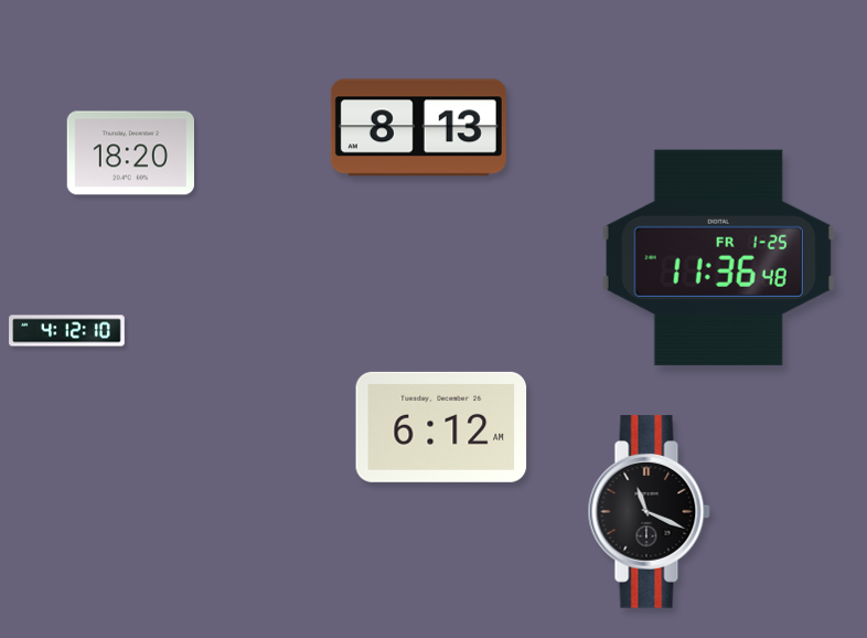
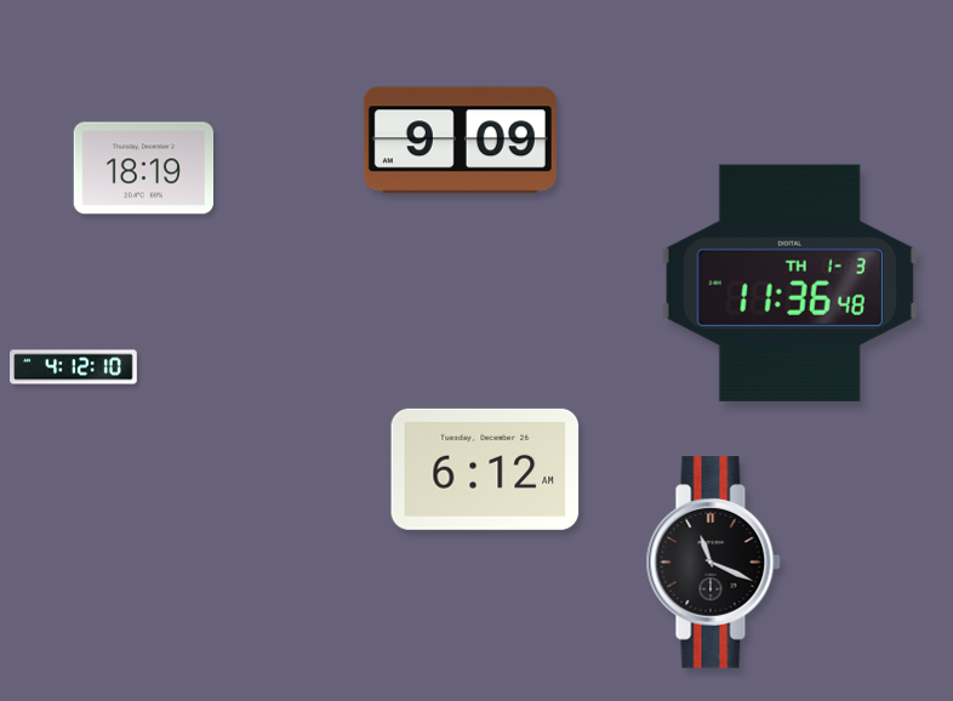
clock at (418, 128): 8:13 -> 9:09
clock at (130, 153): 18:20 -> 18:19
clock at (718, 257) date: FR 1-25 -> TH 1-3
clock at (67, 331) position: (67, 331) -> (74, 367)
